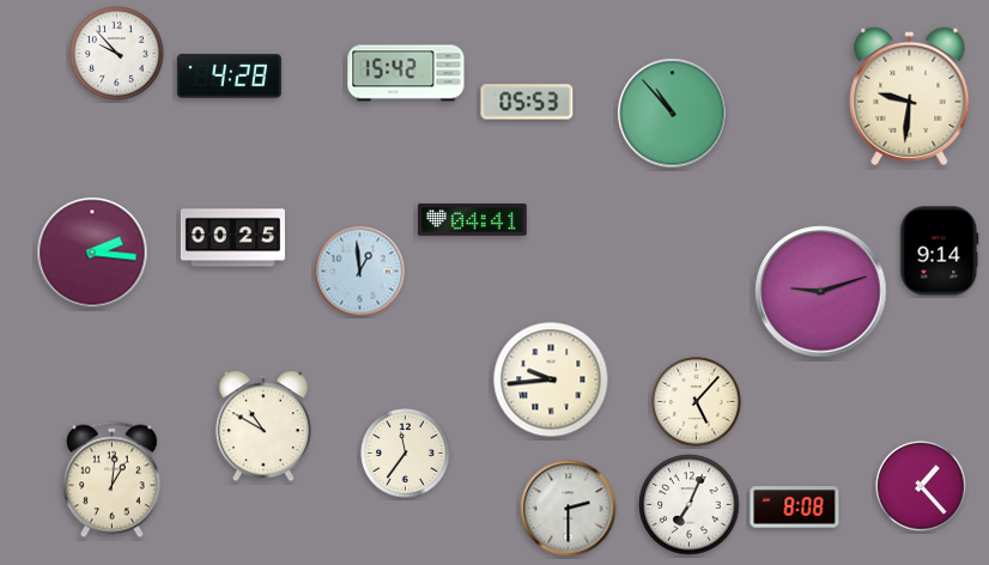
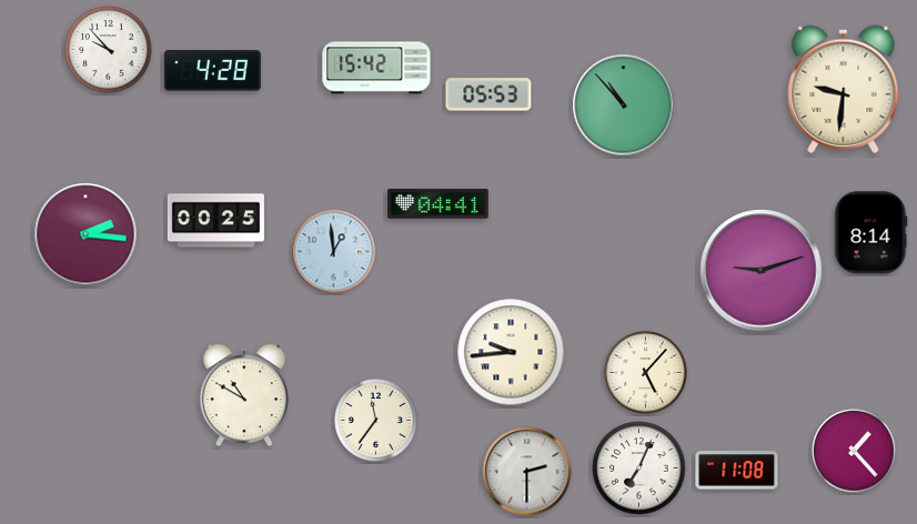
clock at (940, 251): 9:14 -> 8:14
clock at (113, 480): 1:01 -> none
clock at (795, 508): 8:08 -> 11:08
